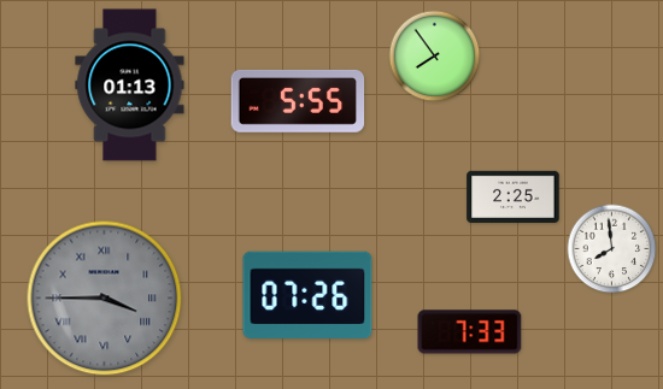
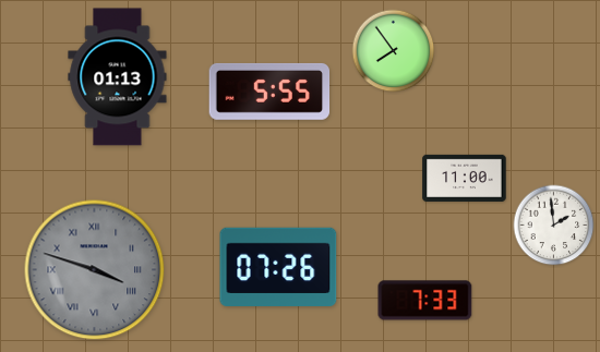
clock at (514, 196): 2:25 -> 11:00
clock at (612, 249): 7:59 -> 1:59
clock at (105, 299): 3:45 -> 3:48
